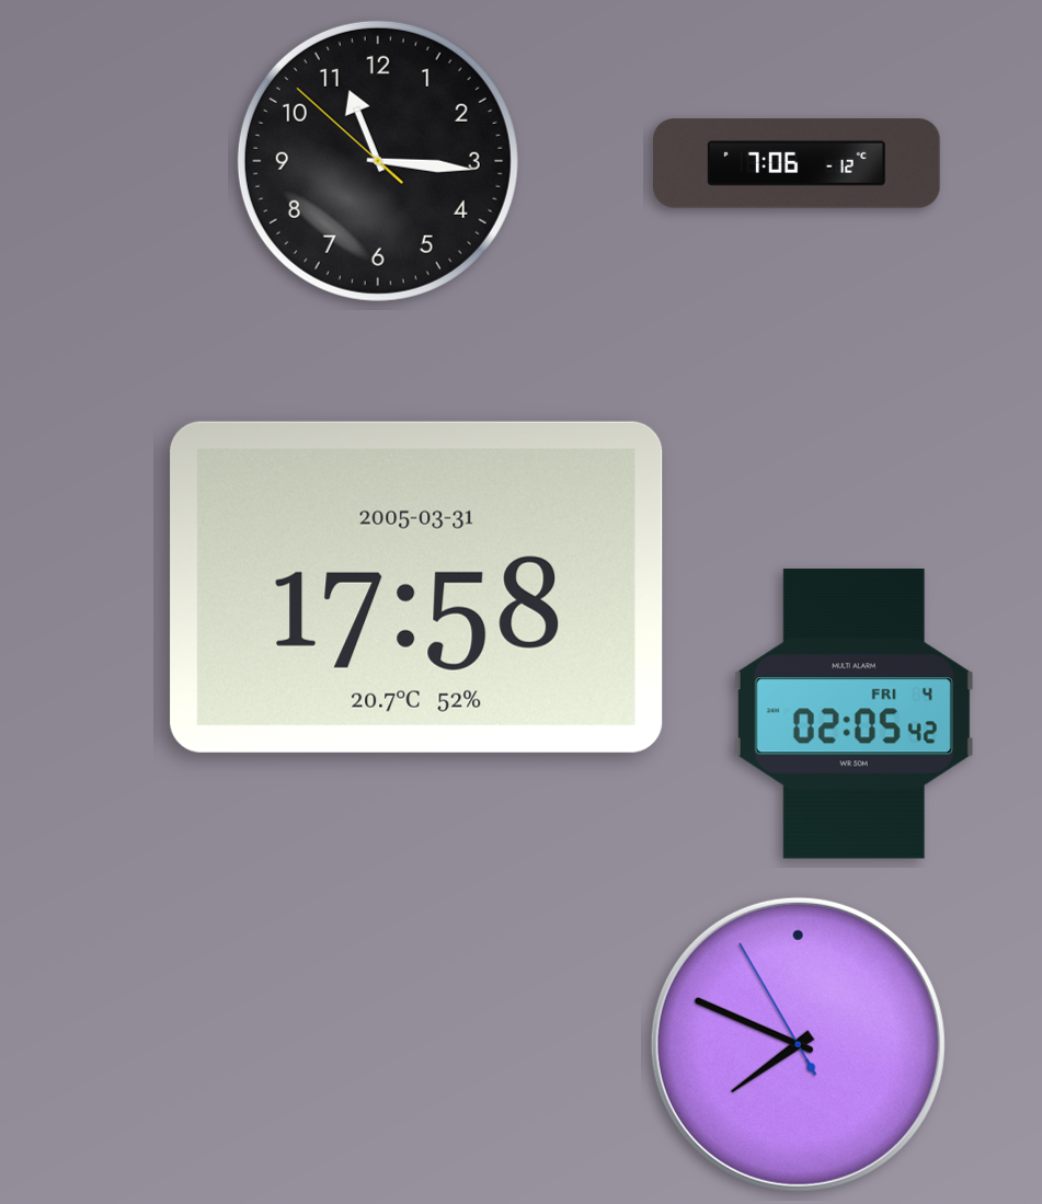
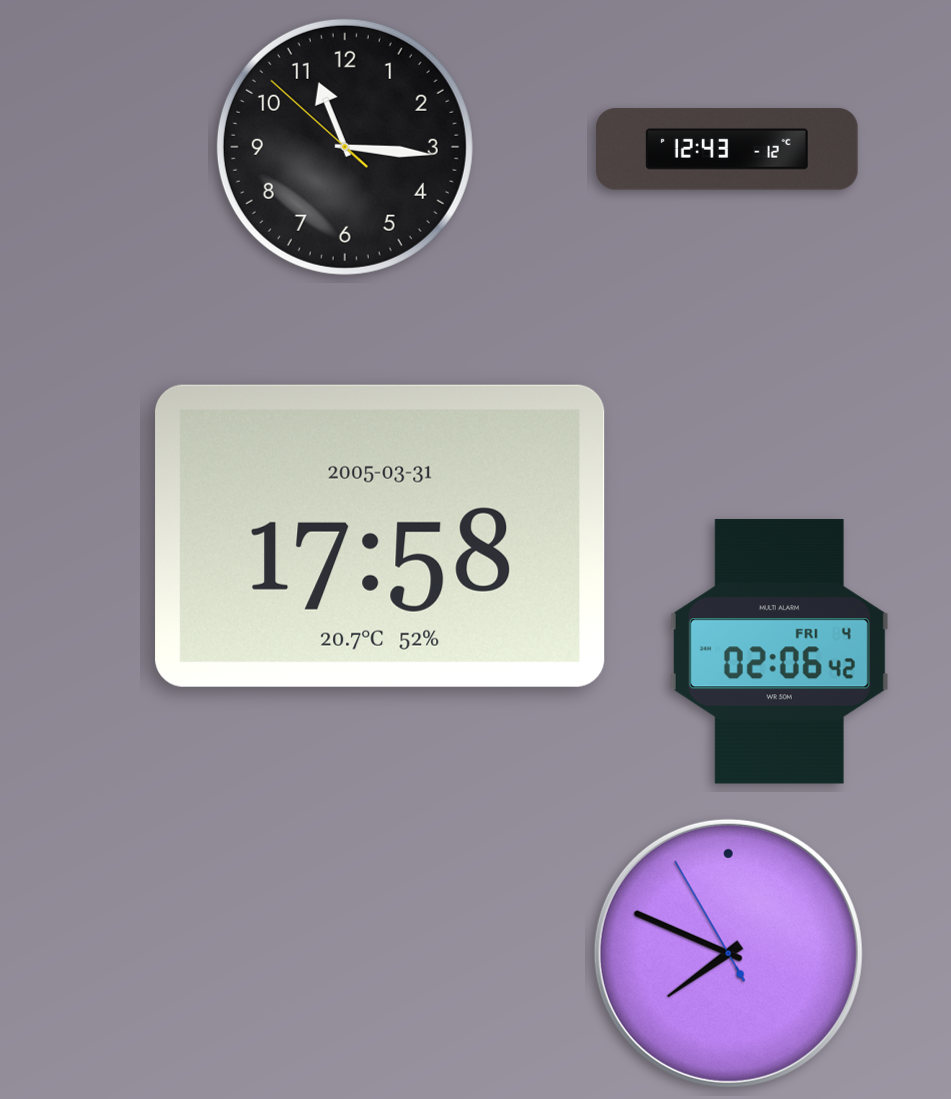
clock at (798, 163): 7:06 -> 12:43
clock at (854, 714): 02:05 -> 02:06
